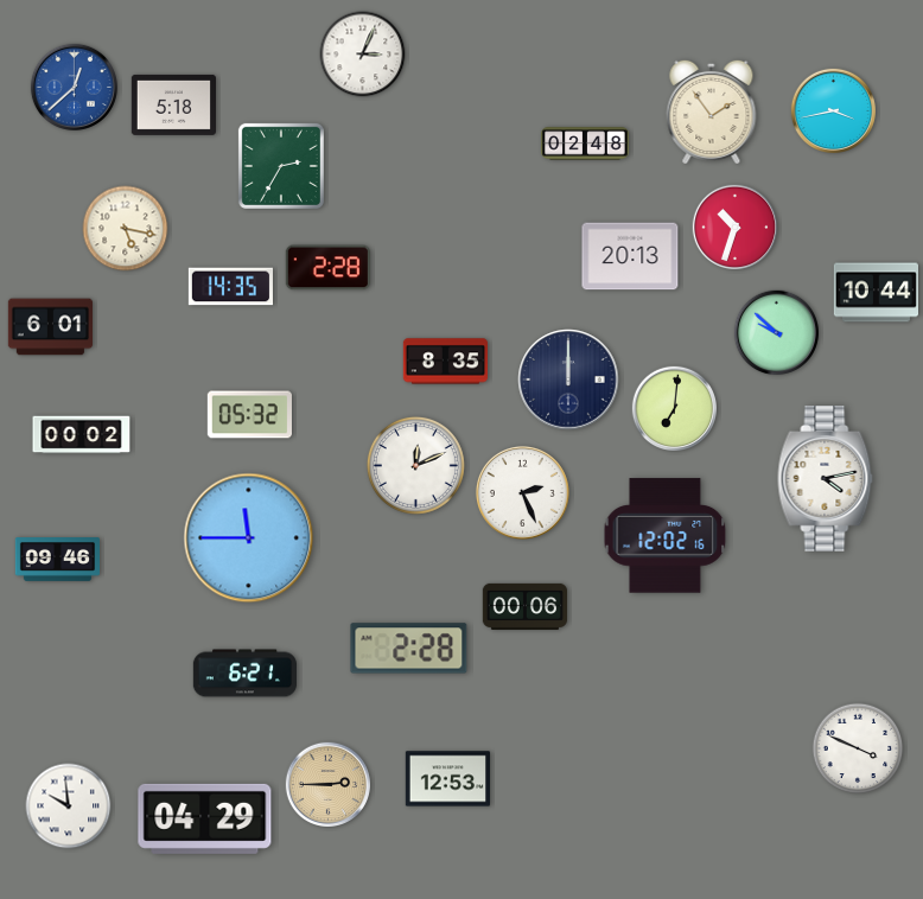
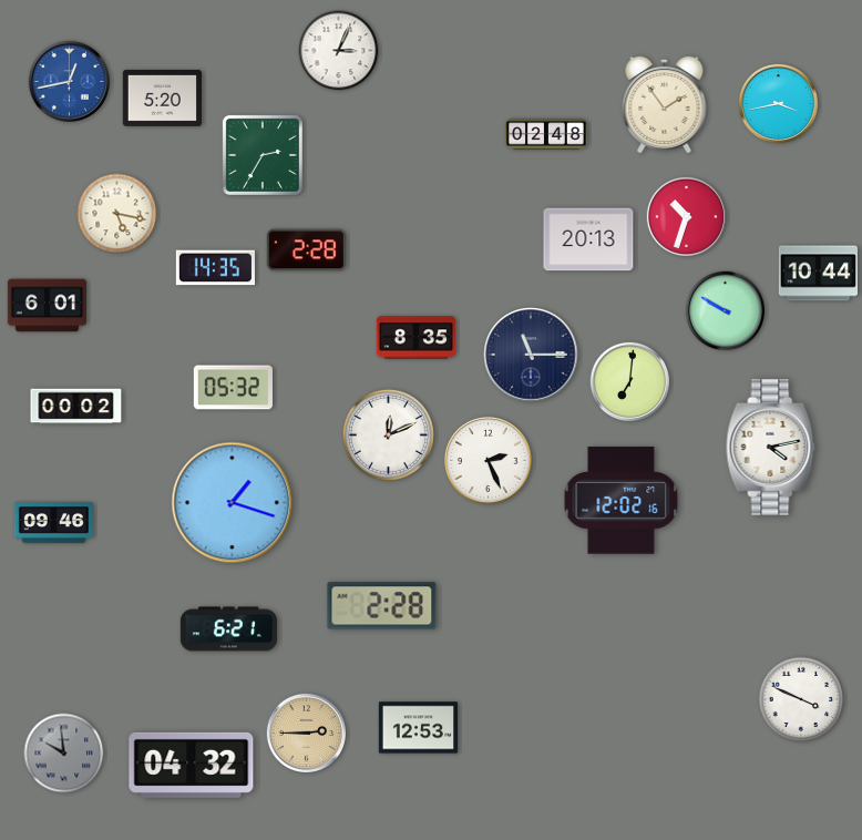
clock at (74, 87): 12:38 -> 12:43
clock at (173, 104): 5:18 -> 5:20
clock at (734, 227) position: (734, 227) -> (686, 216)
clock at (776, 332): 9:52 -> 9:50
clock at (568, 380): 12:00 -> 11:15
clock at (249, 538): 11:45 -> 1:18
clock at (524, 606): 00:06 -> none
clock at (69, 806) dial: white -> grey
clock at (205, 818): 04:29 -> 04:32
